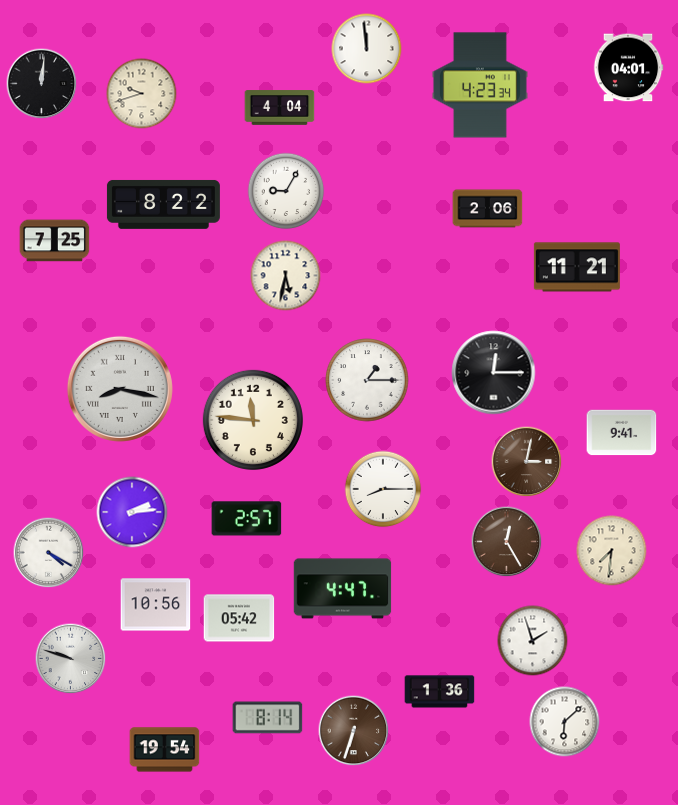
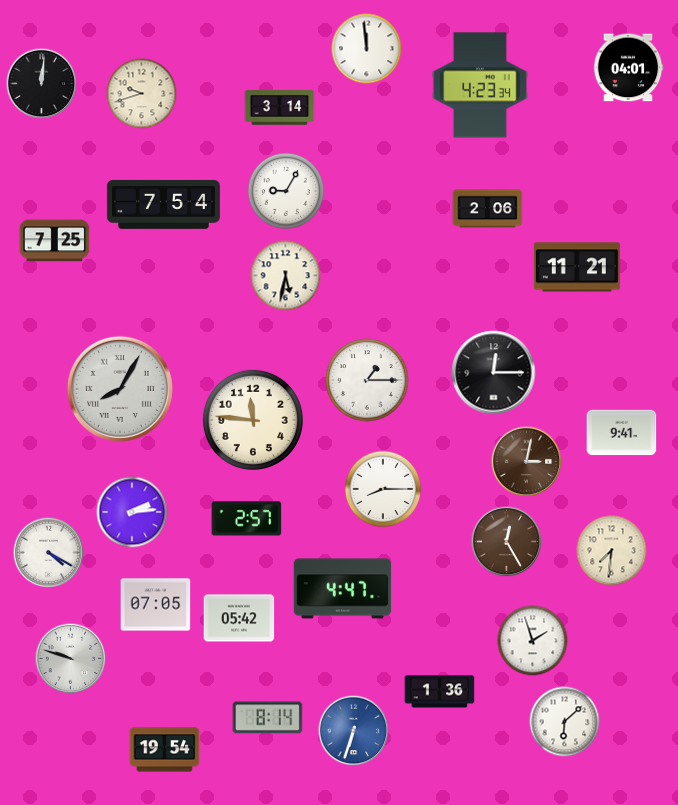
clock at (280, 108): 4:04 -> 3:14
clock at (163, 204): 8:22 -> 7:54
clock at (120, 389): 8:17 -> 8:05
clock at (156, 605): 10:56 -> 07:05
clock at (354, 731) dial: brown -> blue
